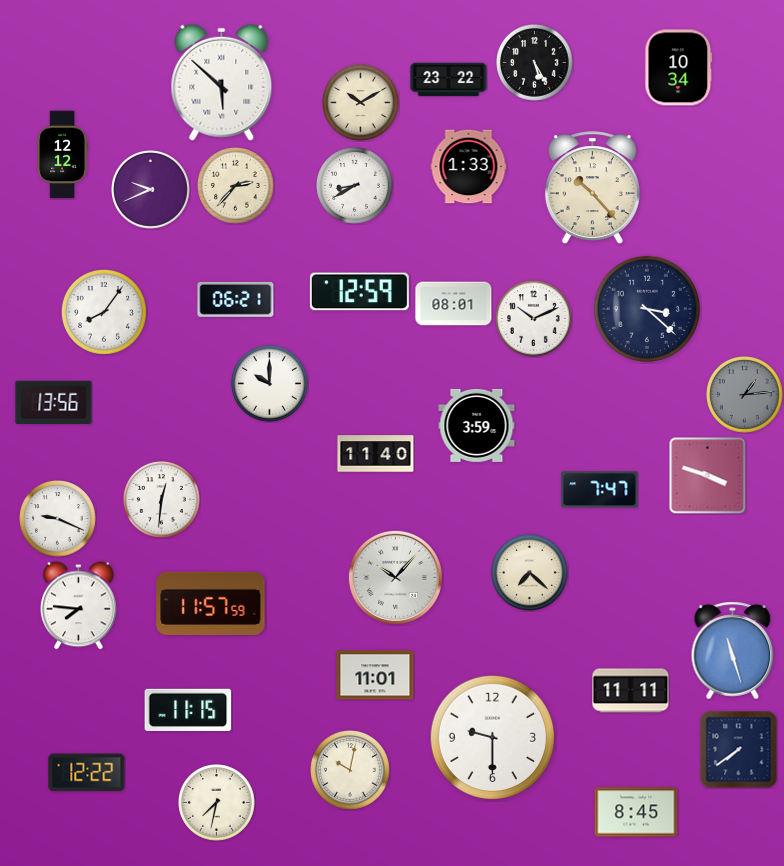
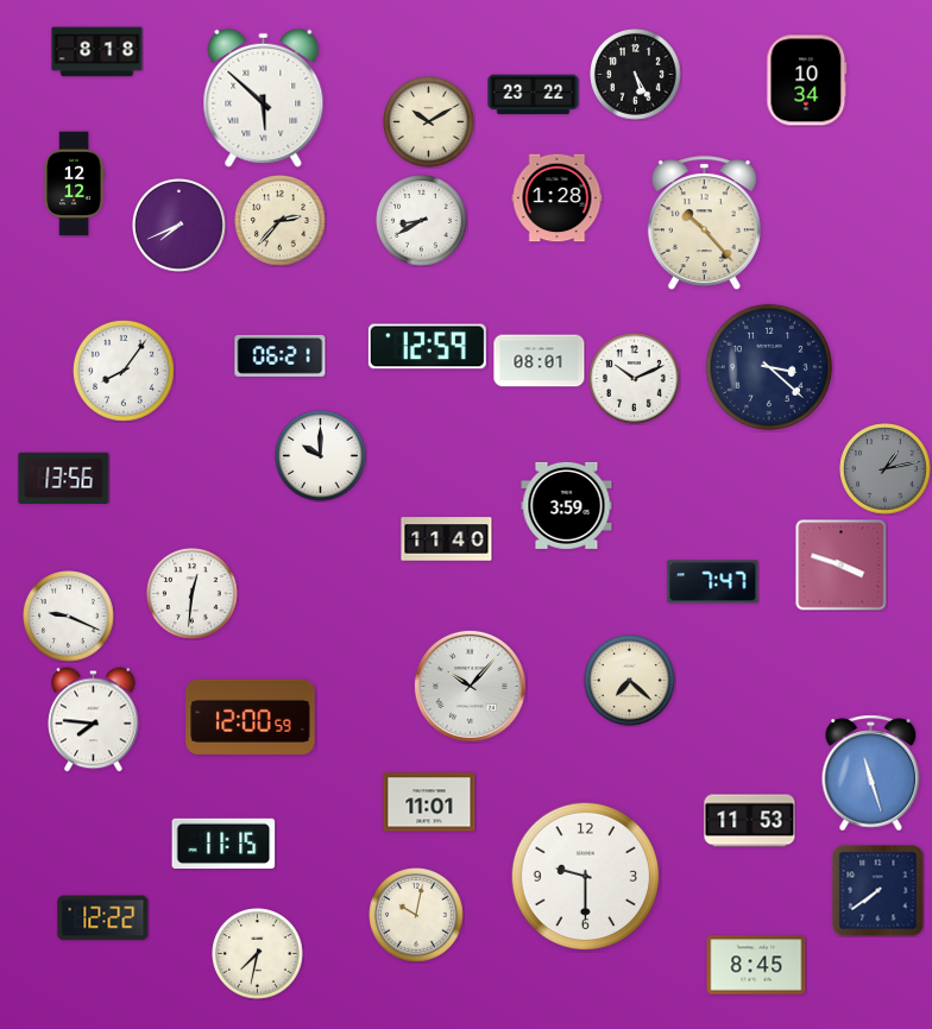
clock at (97, 52): none -> 8:18
clock at (469, 167): 1:33 -> 1:28
clock at (151, 190): 9:41 -> 7:41
clock at (745, 395): 1:14 -> 1:13
clock at (211, 603): 11:57 -> 12:00
clock at (375, 675) position: (375, 675) -> (429, 802)
clock at (631, 691): 11:11 -> 11:53
